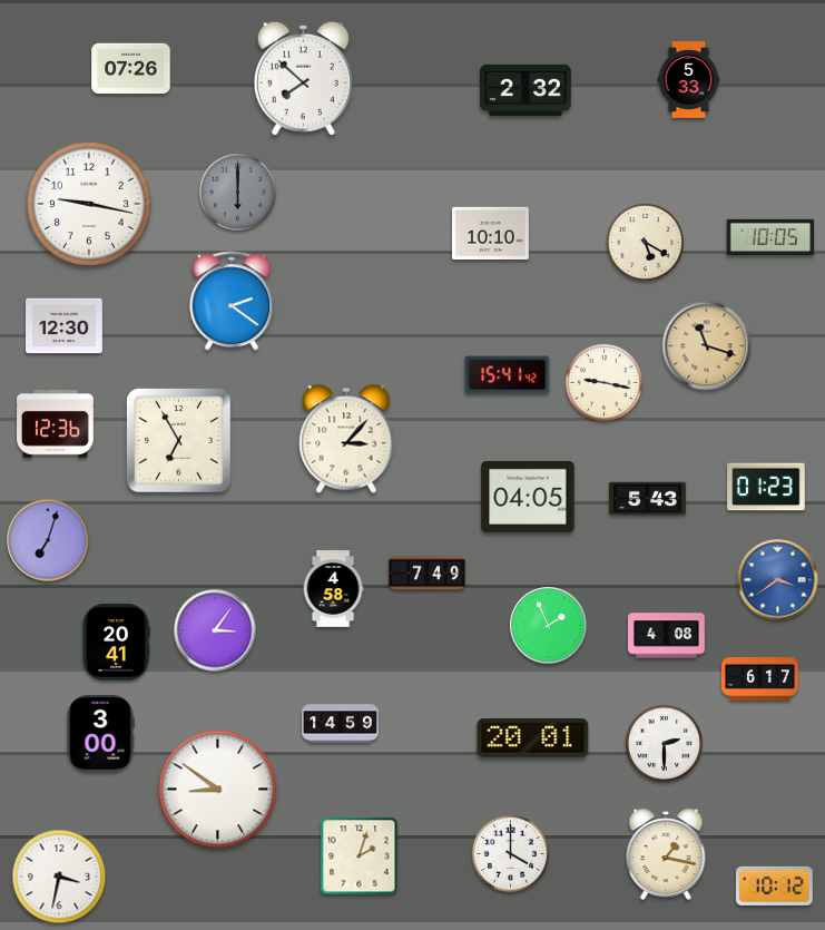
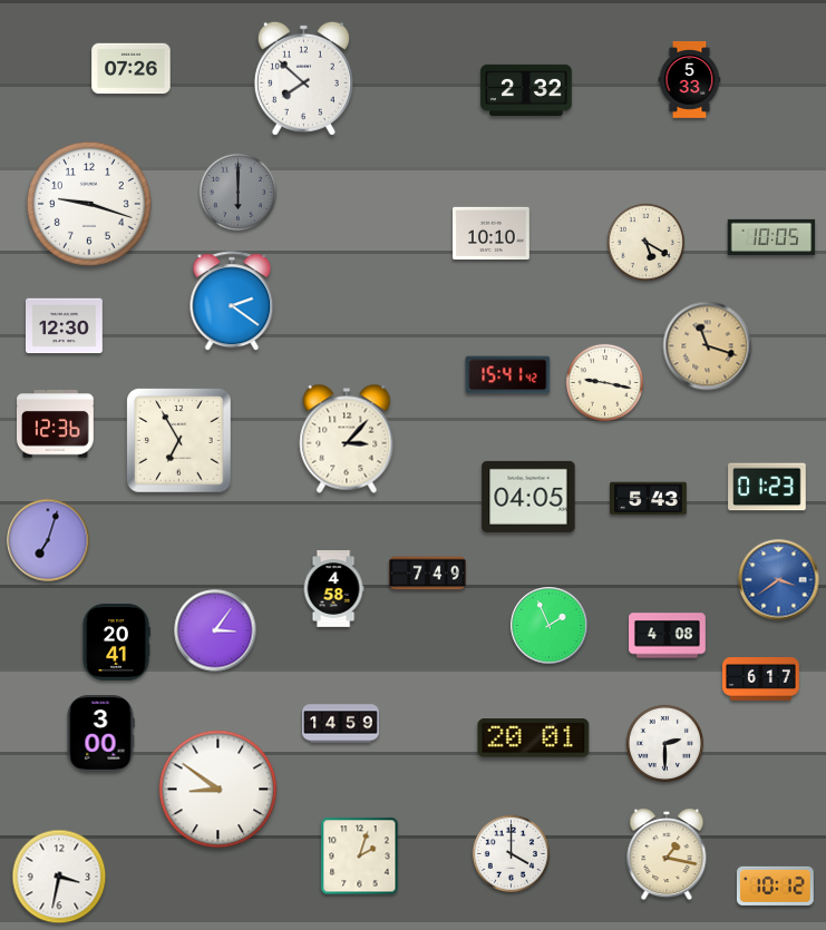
clock at (89, 204): 9:17 -> 9:18
